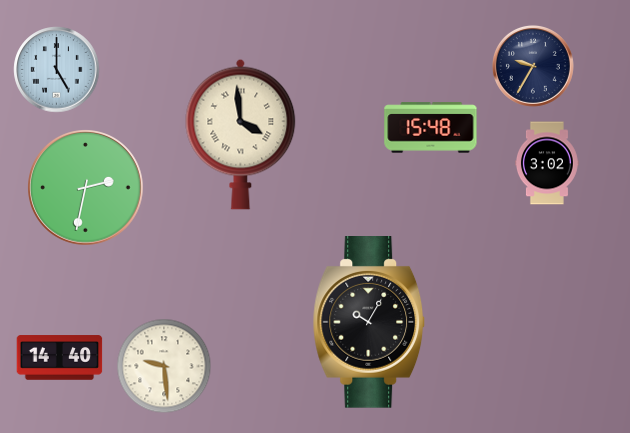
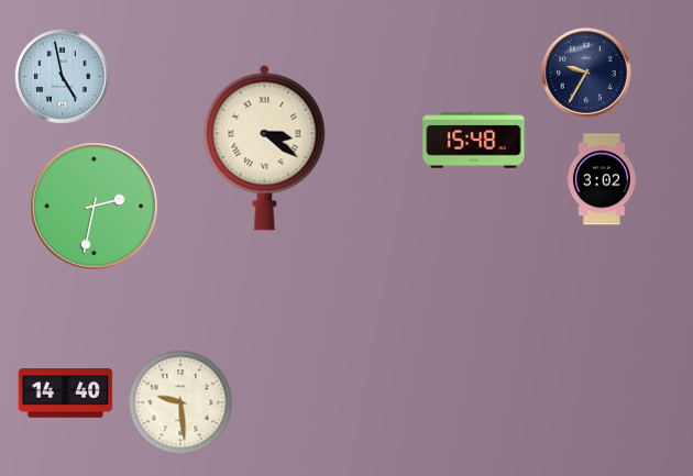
clock at (57, 70): 5:00 -> 4:58
clock at (241, 134): 3:59 -> 3:21
clock at (369, 323): 10:05 -> none
